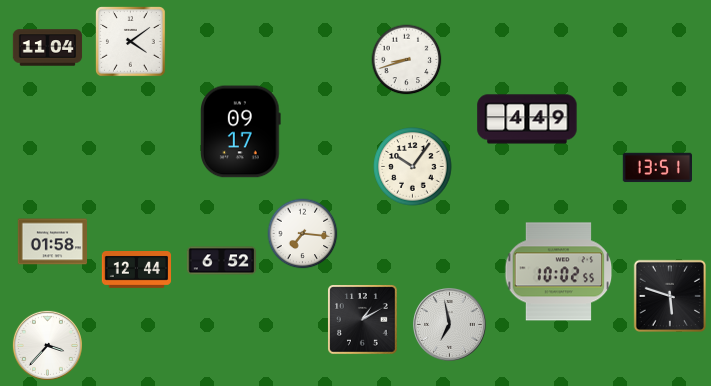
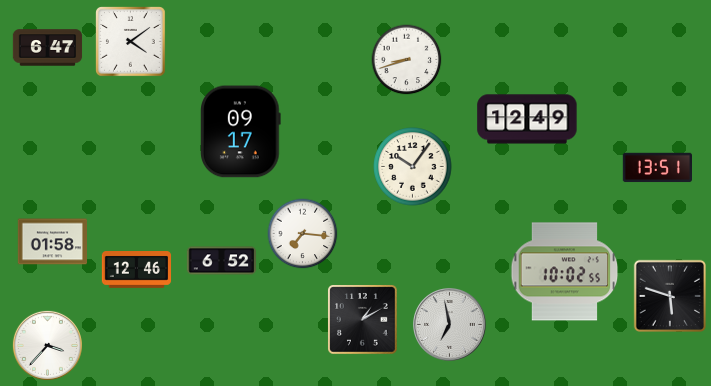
clock at (48, 48): 11:04 -> 6:47
clock at (527, 119): 4:49 -> 12:49
clock at (137, 270): 12:44 -> 12:46
clock at (559, 272) position: (559, 272) -> (565, 272)
